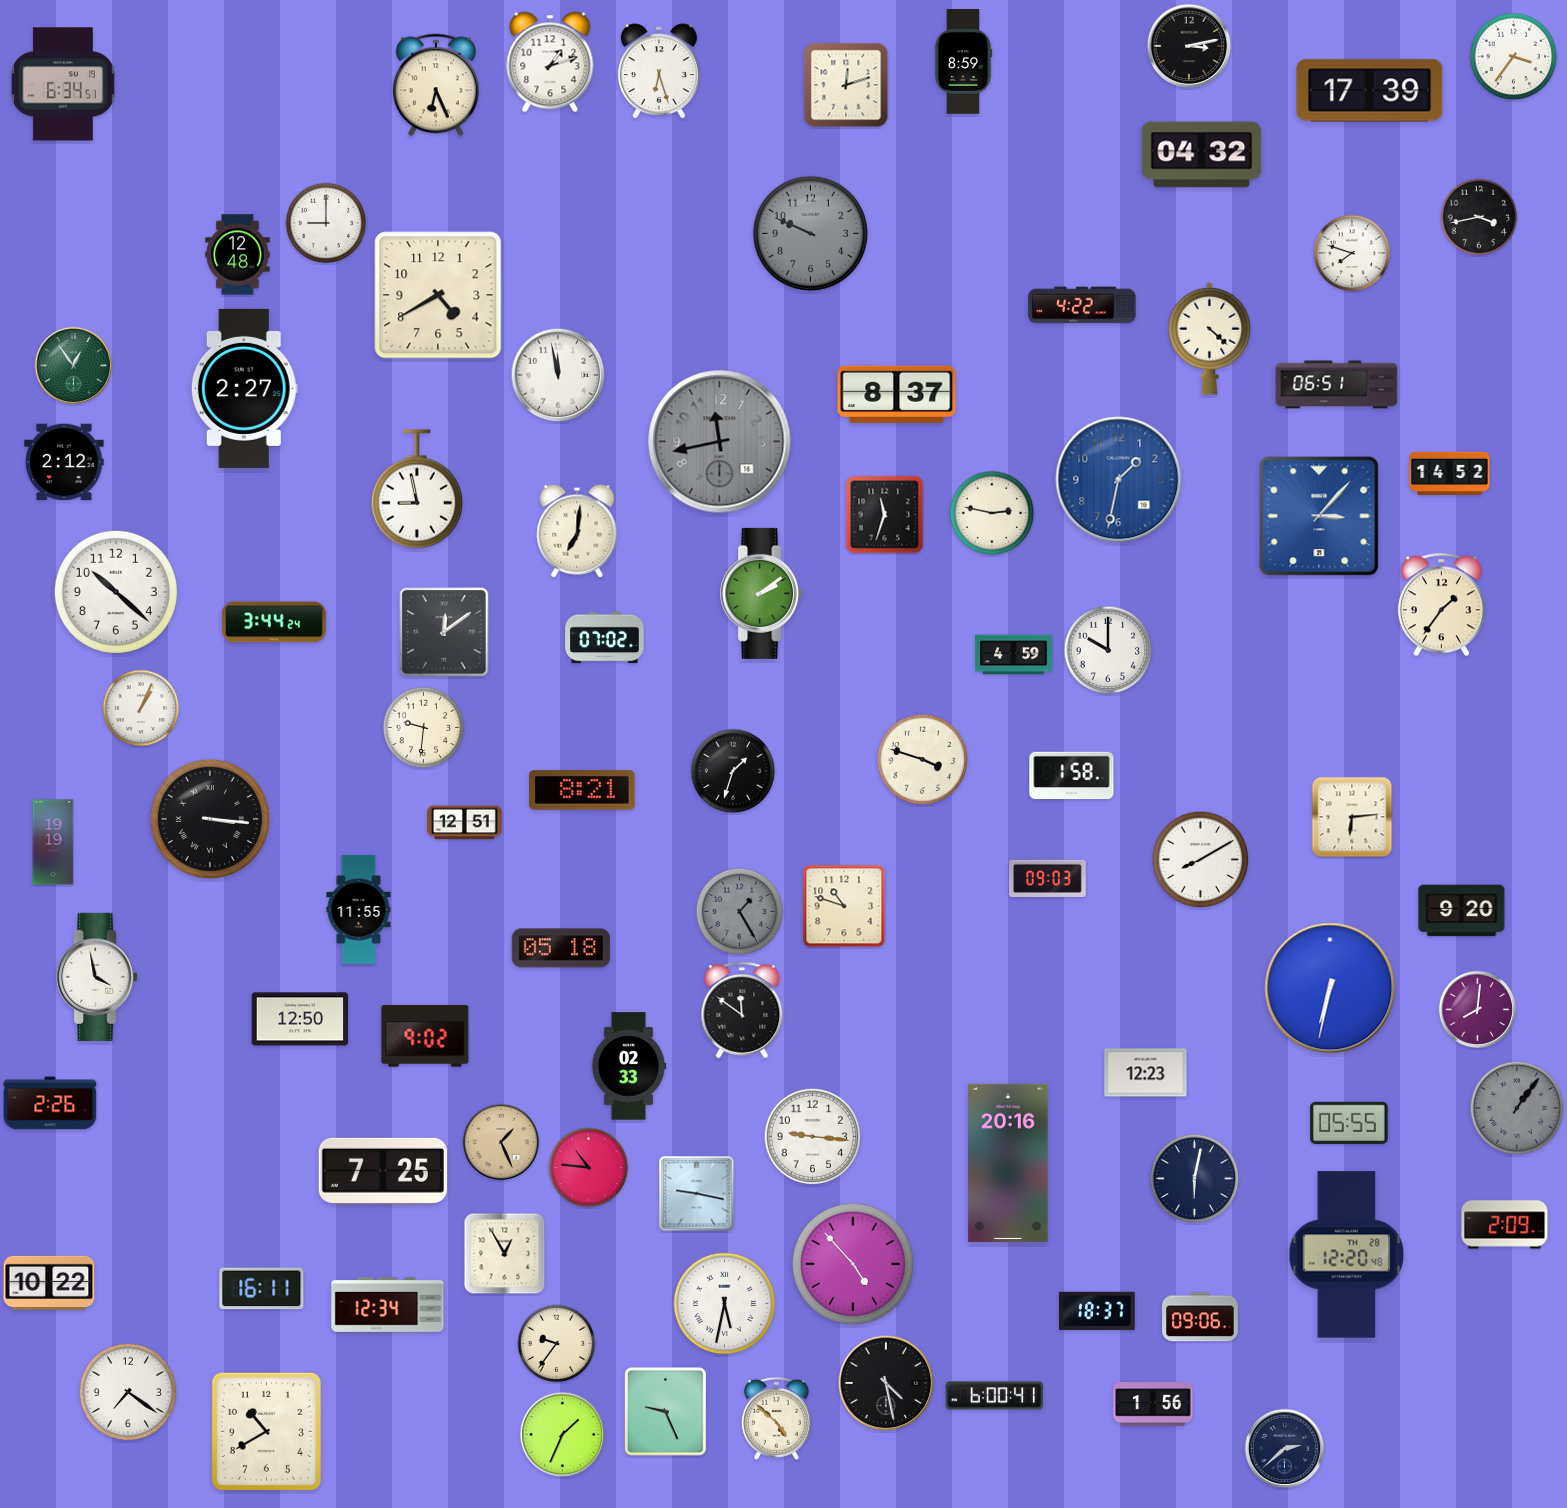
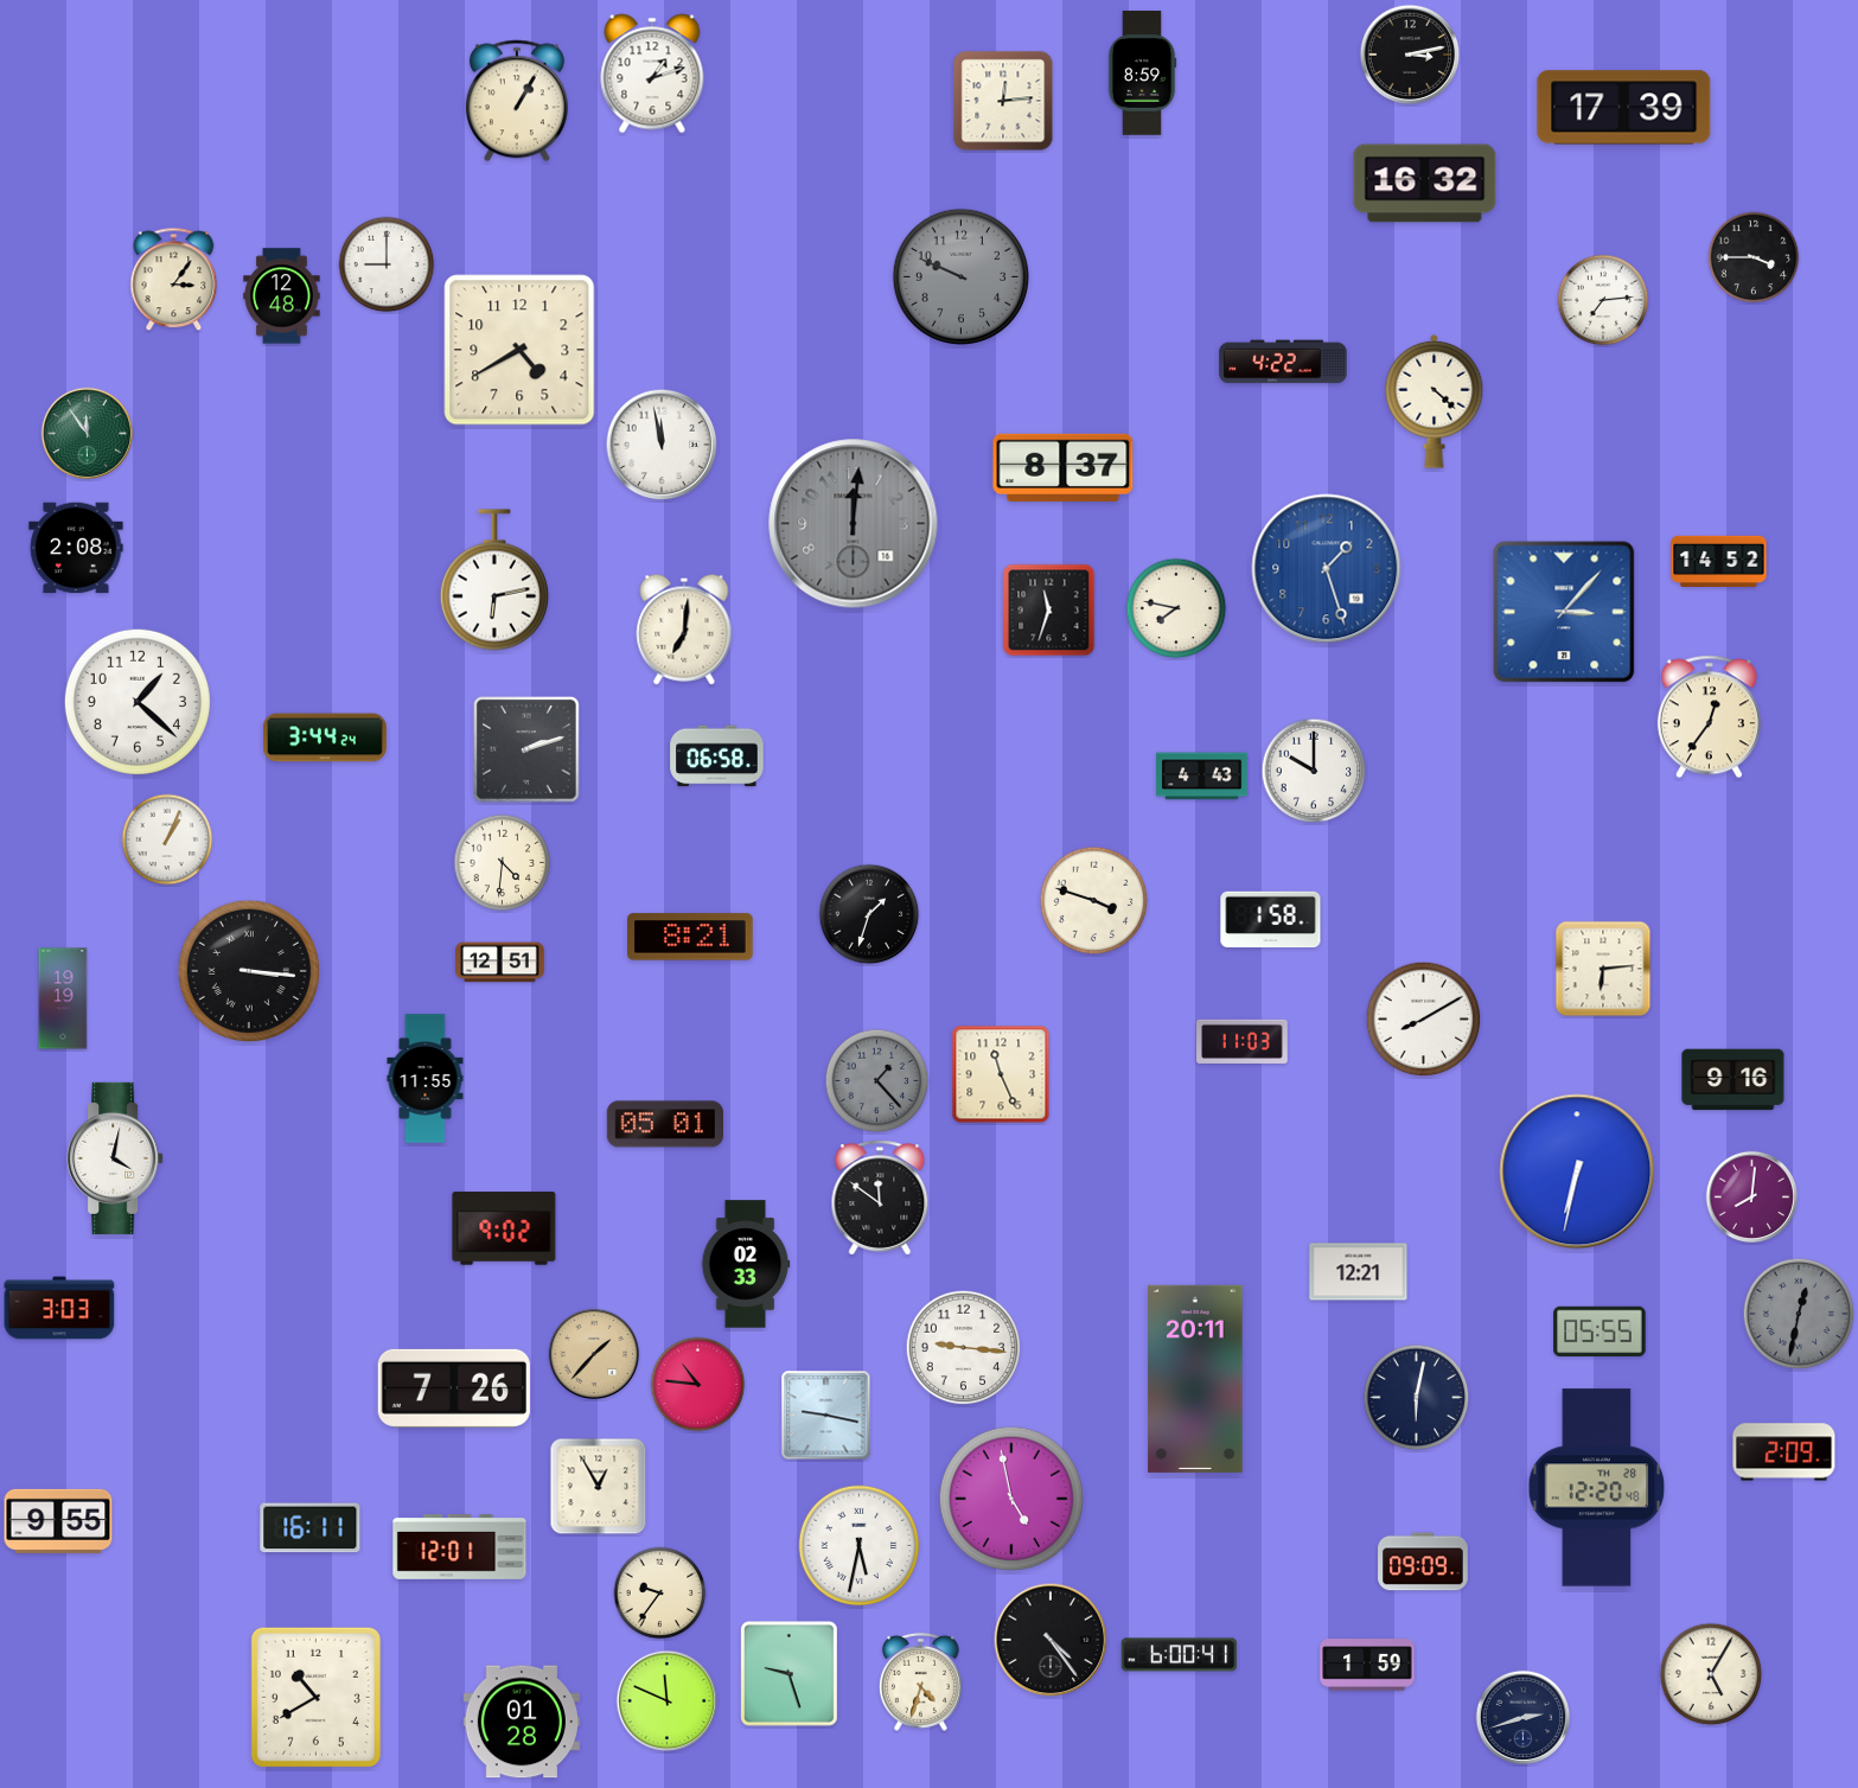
clock at (1514, 57): 3:36 -> none
clock at (659, 71): 6:27 -> none
clock at (63, 84): 6:34 -> none
clock at (436, 85): 6:26 -> 1:05
clock at (846, 85): 12:12 -> 12:14
clock at (1202, 155): 04:32 -> 16:32
clock at (1479, 217): 3:43 -> 3:45
clock at (174, 280): none -> 3:06
clock at (1352, 253): 7:48 -> 7:14
clock at (238, 255) position: (238, 255) -> (282, 296)
clock at (73, 365): 12:54 -> 11:54
clock at (1337, 385): 06:51 -> none
clock at (244, 388): 2:27 -> none
clock at (720, 442): 11:43 -> 12:01
clock at (64, 462): 2:12 -> 2:08
clock at (1119, 480): 1:32 -> 1:27
clock at (417, 489): 8:58 -> 6:13
clock at (992, 513): 2:47 -> 7:47
clock at (116, 592): 10:22 -> 1:22
clock at (762, 593): 2:09 -> none
clock at (1441, 605): 1:36 -> 12:36
clock at (445, 633): 12:09 -> 2:12
clock at (605, 638): 07:02 -> 06:58
clock at (1014, 655): 4:59 -> 4:43
clock at (424, 728): 9:31 -> 4:31
clock at (465, 823) position: (465, 823) -> (500, 963)
clock at (1048, 878): 09:03 -> 11:03
clock at (844, 906): 10:48 -> 11:26
clock at (1462, 911): 9:20 -> 9:16
clock at (740, 912): 1:25 -> 1:23
clock at (560, 948): 05:18 -> 05:01
clock at (97, 977): 3:58 -> 4:02
clock at (300, 1019): 12:50 -> none
clock at (1146, 1073): 12:23 -> 12:21
clock at (50, 1103): 2:26 -> 3:03
clock at (1517, 1108): 1:06 -> 12:32
clock at (500, 1141): 1:26 -> 1:37
clock at (1008, 1163): 20:16 -> 20:11
clock at (383, 1171): 7:25 -> 7:26
clock at (853, 1264): 4:53 -> 4:58
clock at (49, 1283): 10:22 -> 9:55
clock at (388, 1305): 12:34 -> 12:01
clock at (1097, 1311): 18:37 -> none
clock at (1200, 1317): 09:06 -> 09:09
clock at (886, 1383): 4:28 -> 4:24
clock at (128, 1392): 7:21 -> none
clock at (1153, 1404): 1:56 -> 1:59
clock at (666, 1412): 9:26 -> 9:27
clock at (1711, 1674): none -> 5:05
clock at (776, 1418): 4:52 -> 4:33
clock at (563, 1435): 1:34 -> 11:49
clock at (1285, 1449): 2:38 -> 2:42
clock at (521, 1722): none -> 01:28
